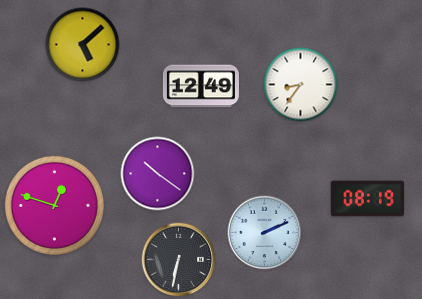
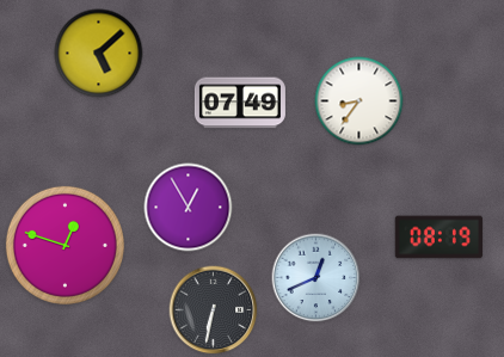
clock at (201, 86): 12:49 -> 07:49
clock at (158, 174): 10:21 -> 12:55
clock at (265, 233): 2:11 -> 12:41
